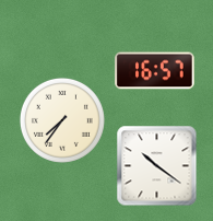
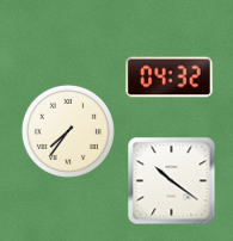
clock at (155, 71): 16:57 -> 04:32
